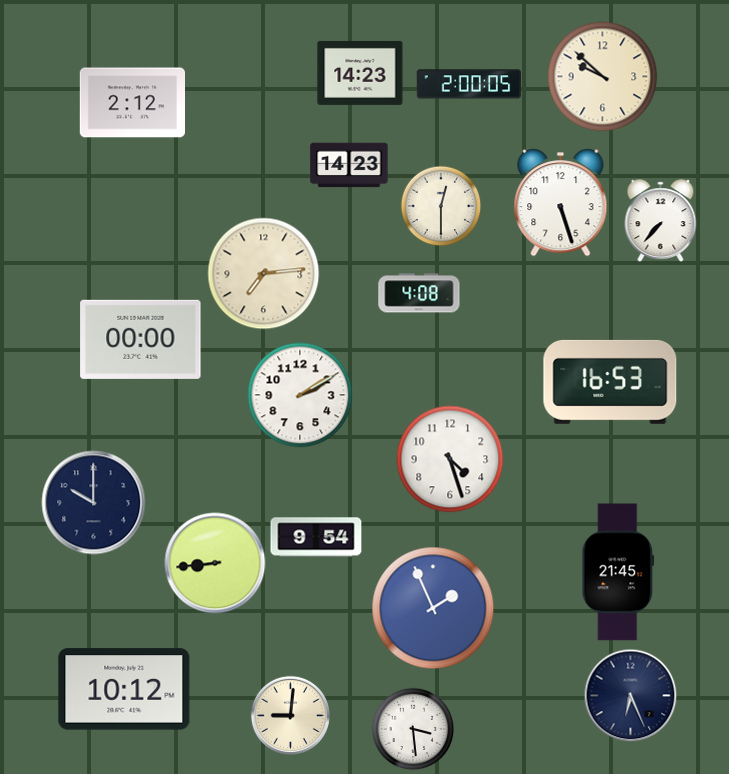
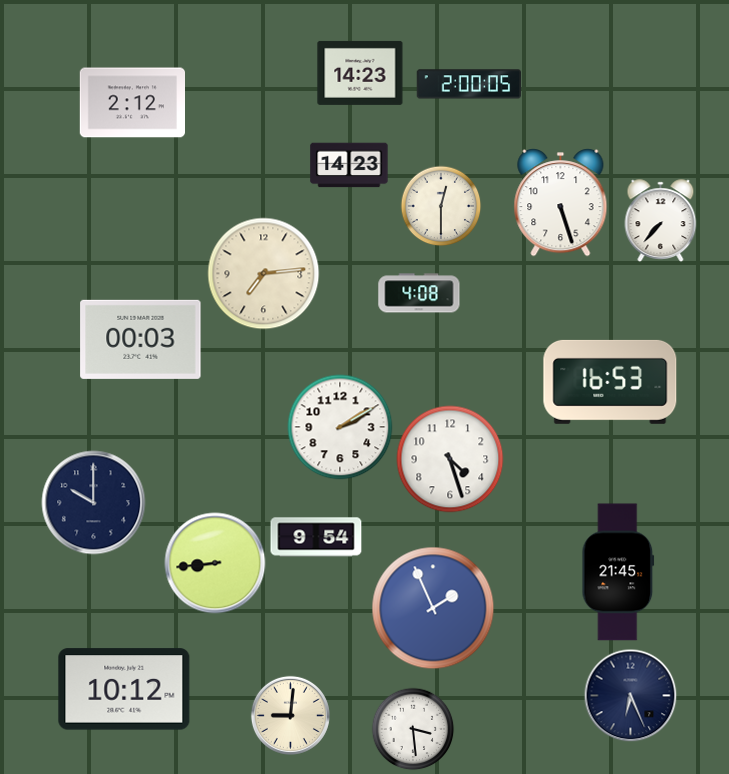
clock at (603, 77): 9:52 -> none
clock at (141, 339): 00:00 -> 00:03
clock at (300, 395) position: (300, 395) -> (340, 427)
